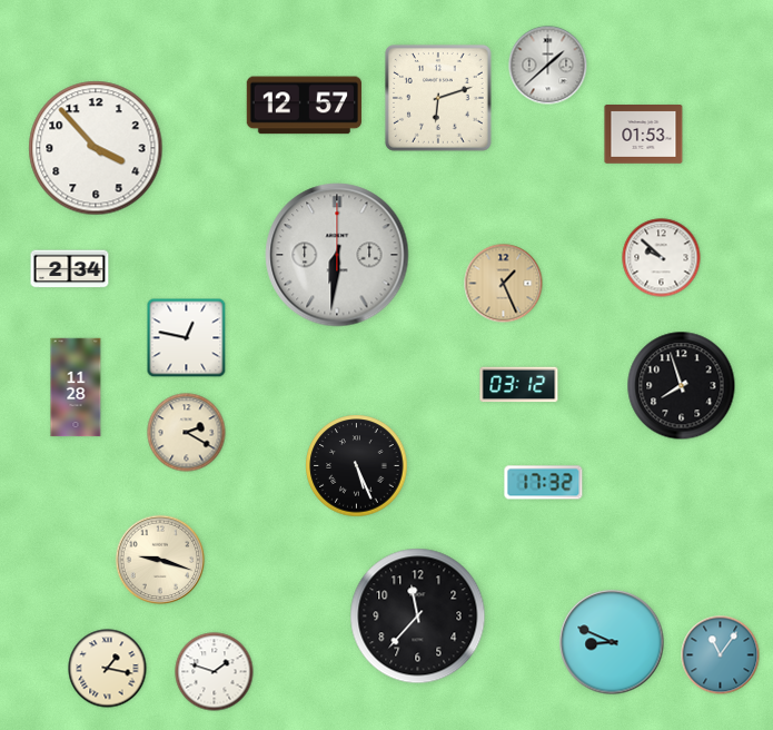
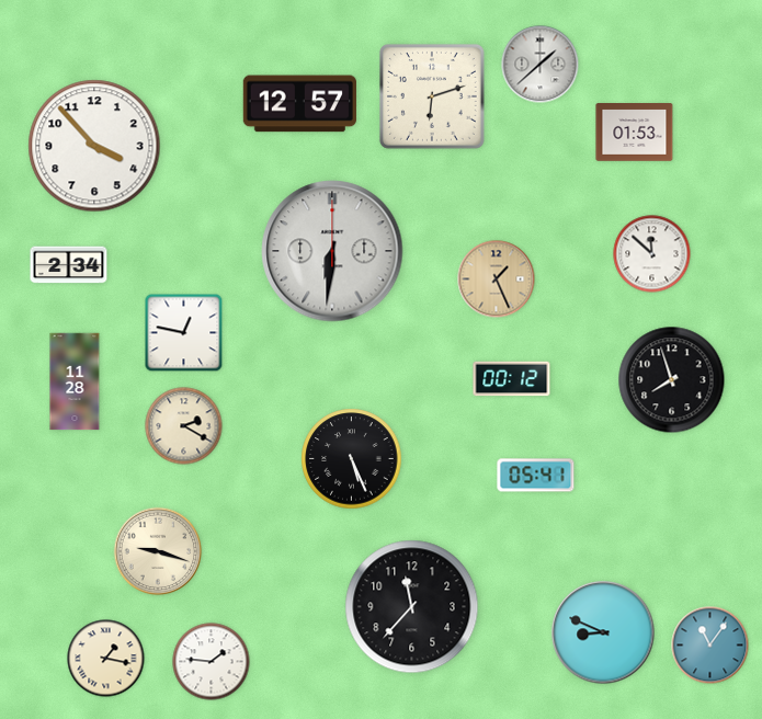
clock at (662, 258): 9:52 -> 11:52
clock at (519, 385): 03:12 -> 00:12
clock at (544, 483): 17:32 -> 05:41
clock at (215, 672): 1:48 -> 1:46
